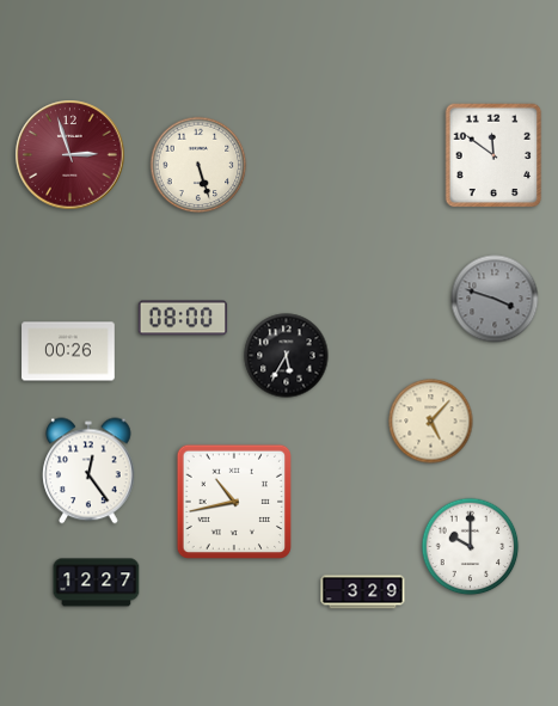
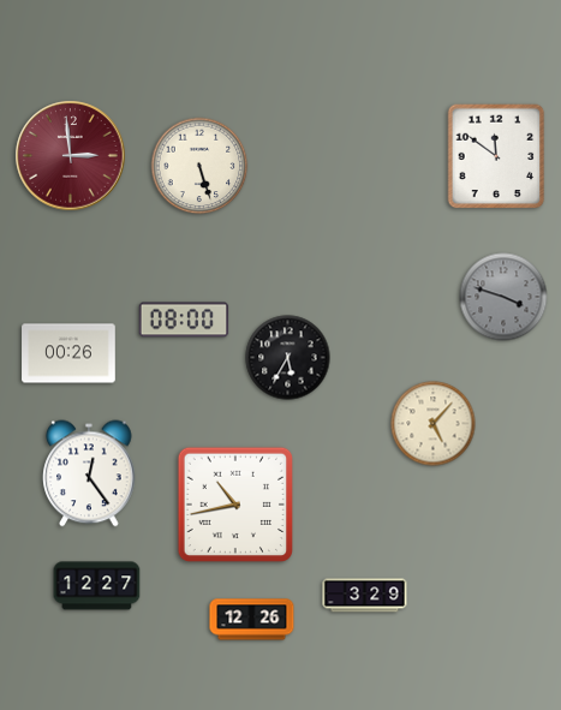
clock at (70, 155): 2:57 -> 2:59
clock at (495, 299) position: (495, 299) -> (503, 297)
clock at (471, 547): 10:00 -> none
clock at (252, 620): none -> 12:26
